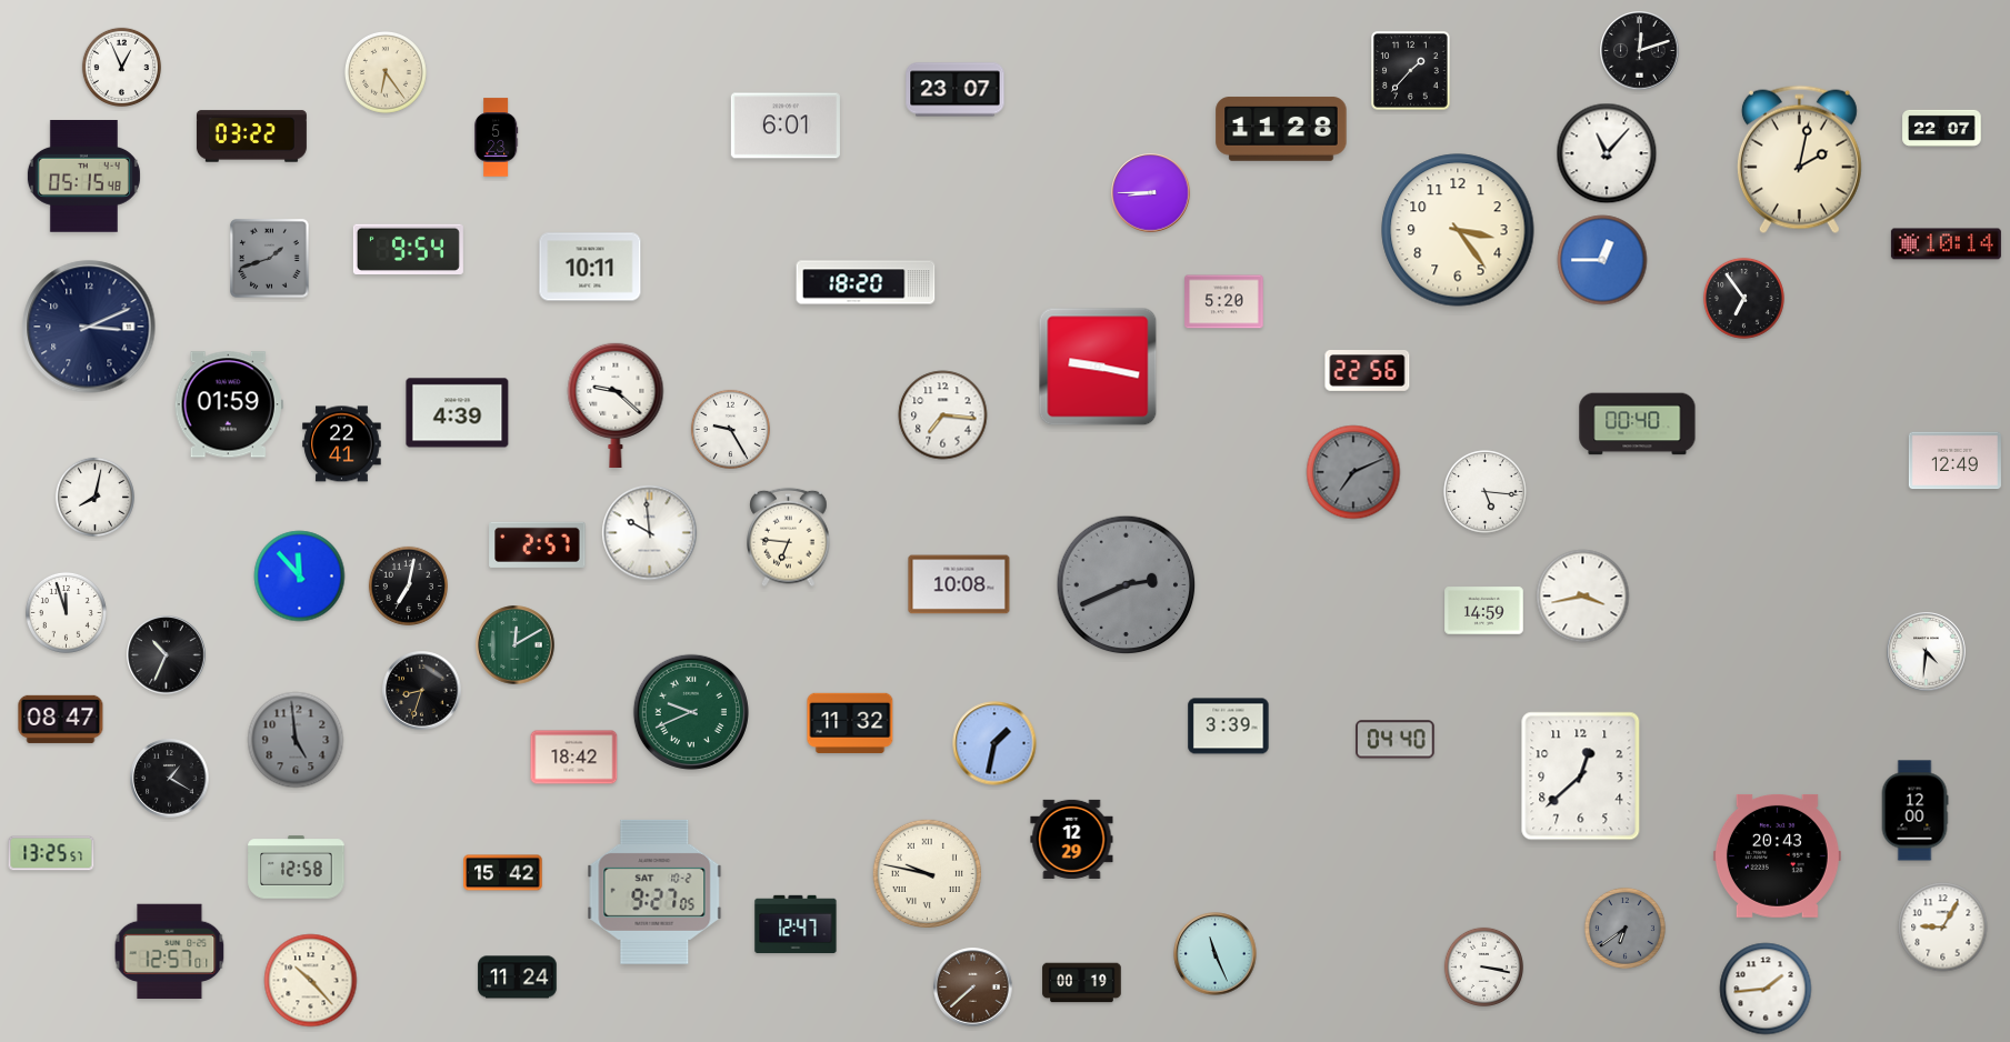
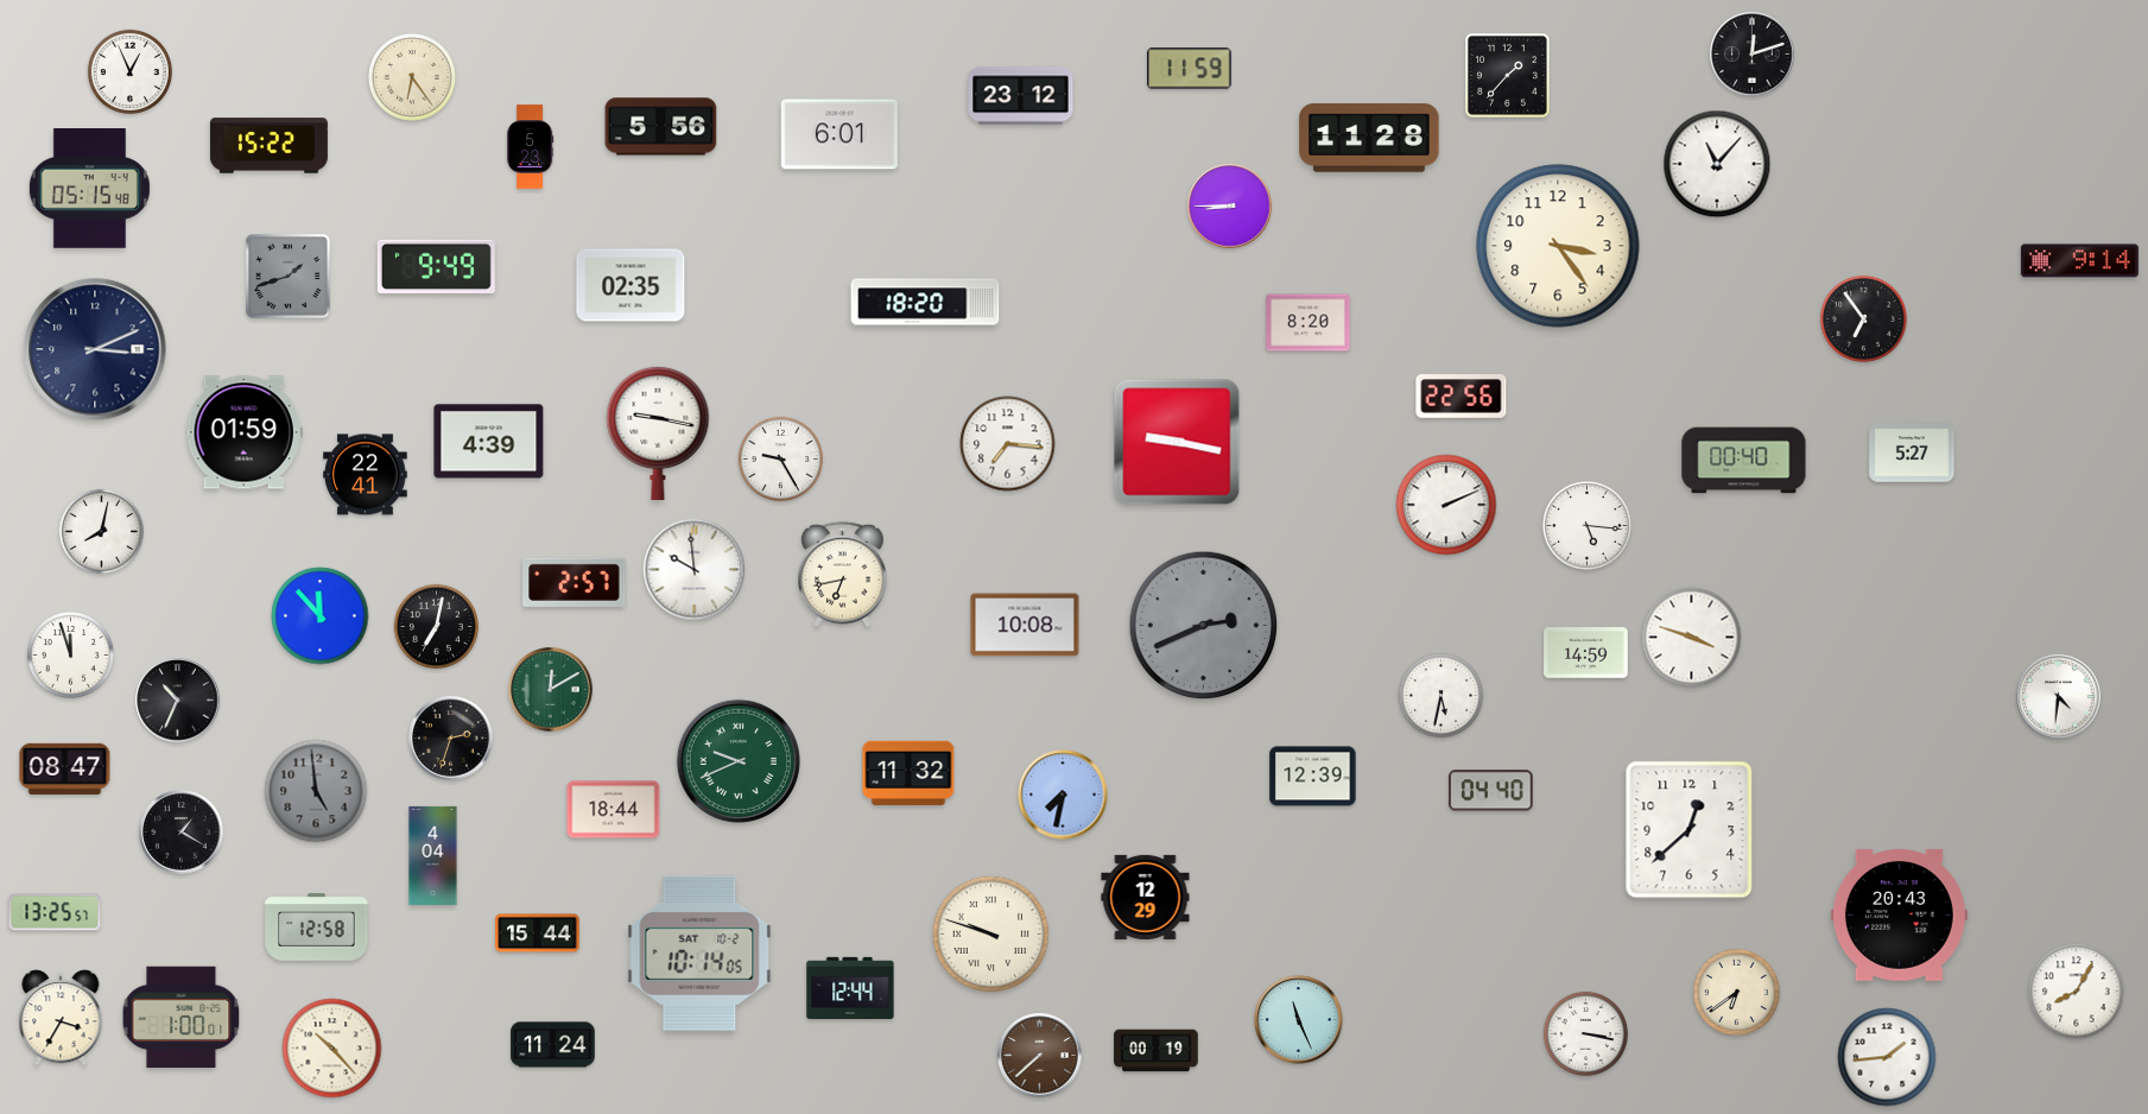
clock at (1190, 69): none -> 11:59
clock at (956, 90): 23:07 -> 23:12
clock at (661, 127): none -> 5:56
clock at (1942, 128): 22:07 -> none
clock at (251, 137): 03:22 -> 15:22
clock at (1799, 160): 2:02 -> none
clock at (1946, 244): 10:14 -> 9:14
clock at (408, 249): 9:54 -> 9:49
clock at (1602, 260): 12:45 -> none
clock at (590, 267): 10:11 -> 02:35
clock at (1224, 302): 5:20 -> 8:20
clock at (1098, 367) position: (1098, 367) -> (1177, 442)
clock at (616, 404): 9:22 -> 9:17
clock at (1912, 452): none -> 5:27
clock at (1638, 424) position: (1638, 424) -> (1744, 461)
clock at (1954, 461): 12:49 -> none
clock at (1353, 472): 7:11 -> 2:11
clock at (1353, 472) dial: grey -> white
clock at (789, 538): 6:46 -> 6:43
clock at (1583, 597): 3:43 -> 3:48
clock at (1440, 695): none -> 5:32
clock at (422, 691): 8:33 -> 2:33
clock at (1229, 727): 3:39 -> 12:39
clock at (994, 743): 1:32 -> 7:32
clock at (574, 758): 18:42 -> 18:44
clock at (433, 855): none -> 4:04
clock at (1914, 811): 12:00 -> none
clock at (503, 873): 15:42 -> 15:44
clock at (928, 874): 9:47 -> 9:48
clock at (654, 892): 9:27 -> 10:14
clock at (796, 923): 12:47 -> 12:44
clock at (1624, 928) dial: grey -> cream
clock at (1943, 928): 9:05 -> 8:05
clock at (61, 1018): none -> 3:35
clock at (170, 952): 12:57 -> 1:00
